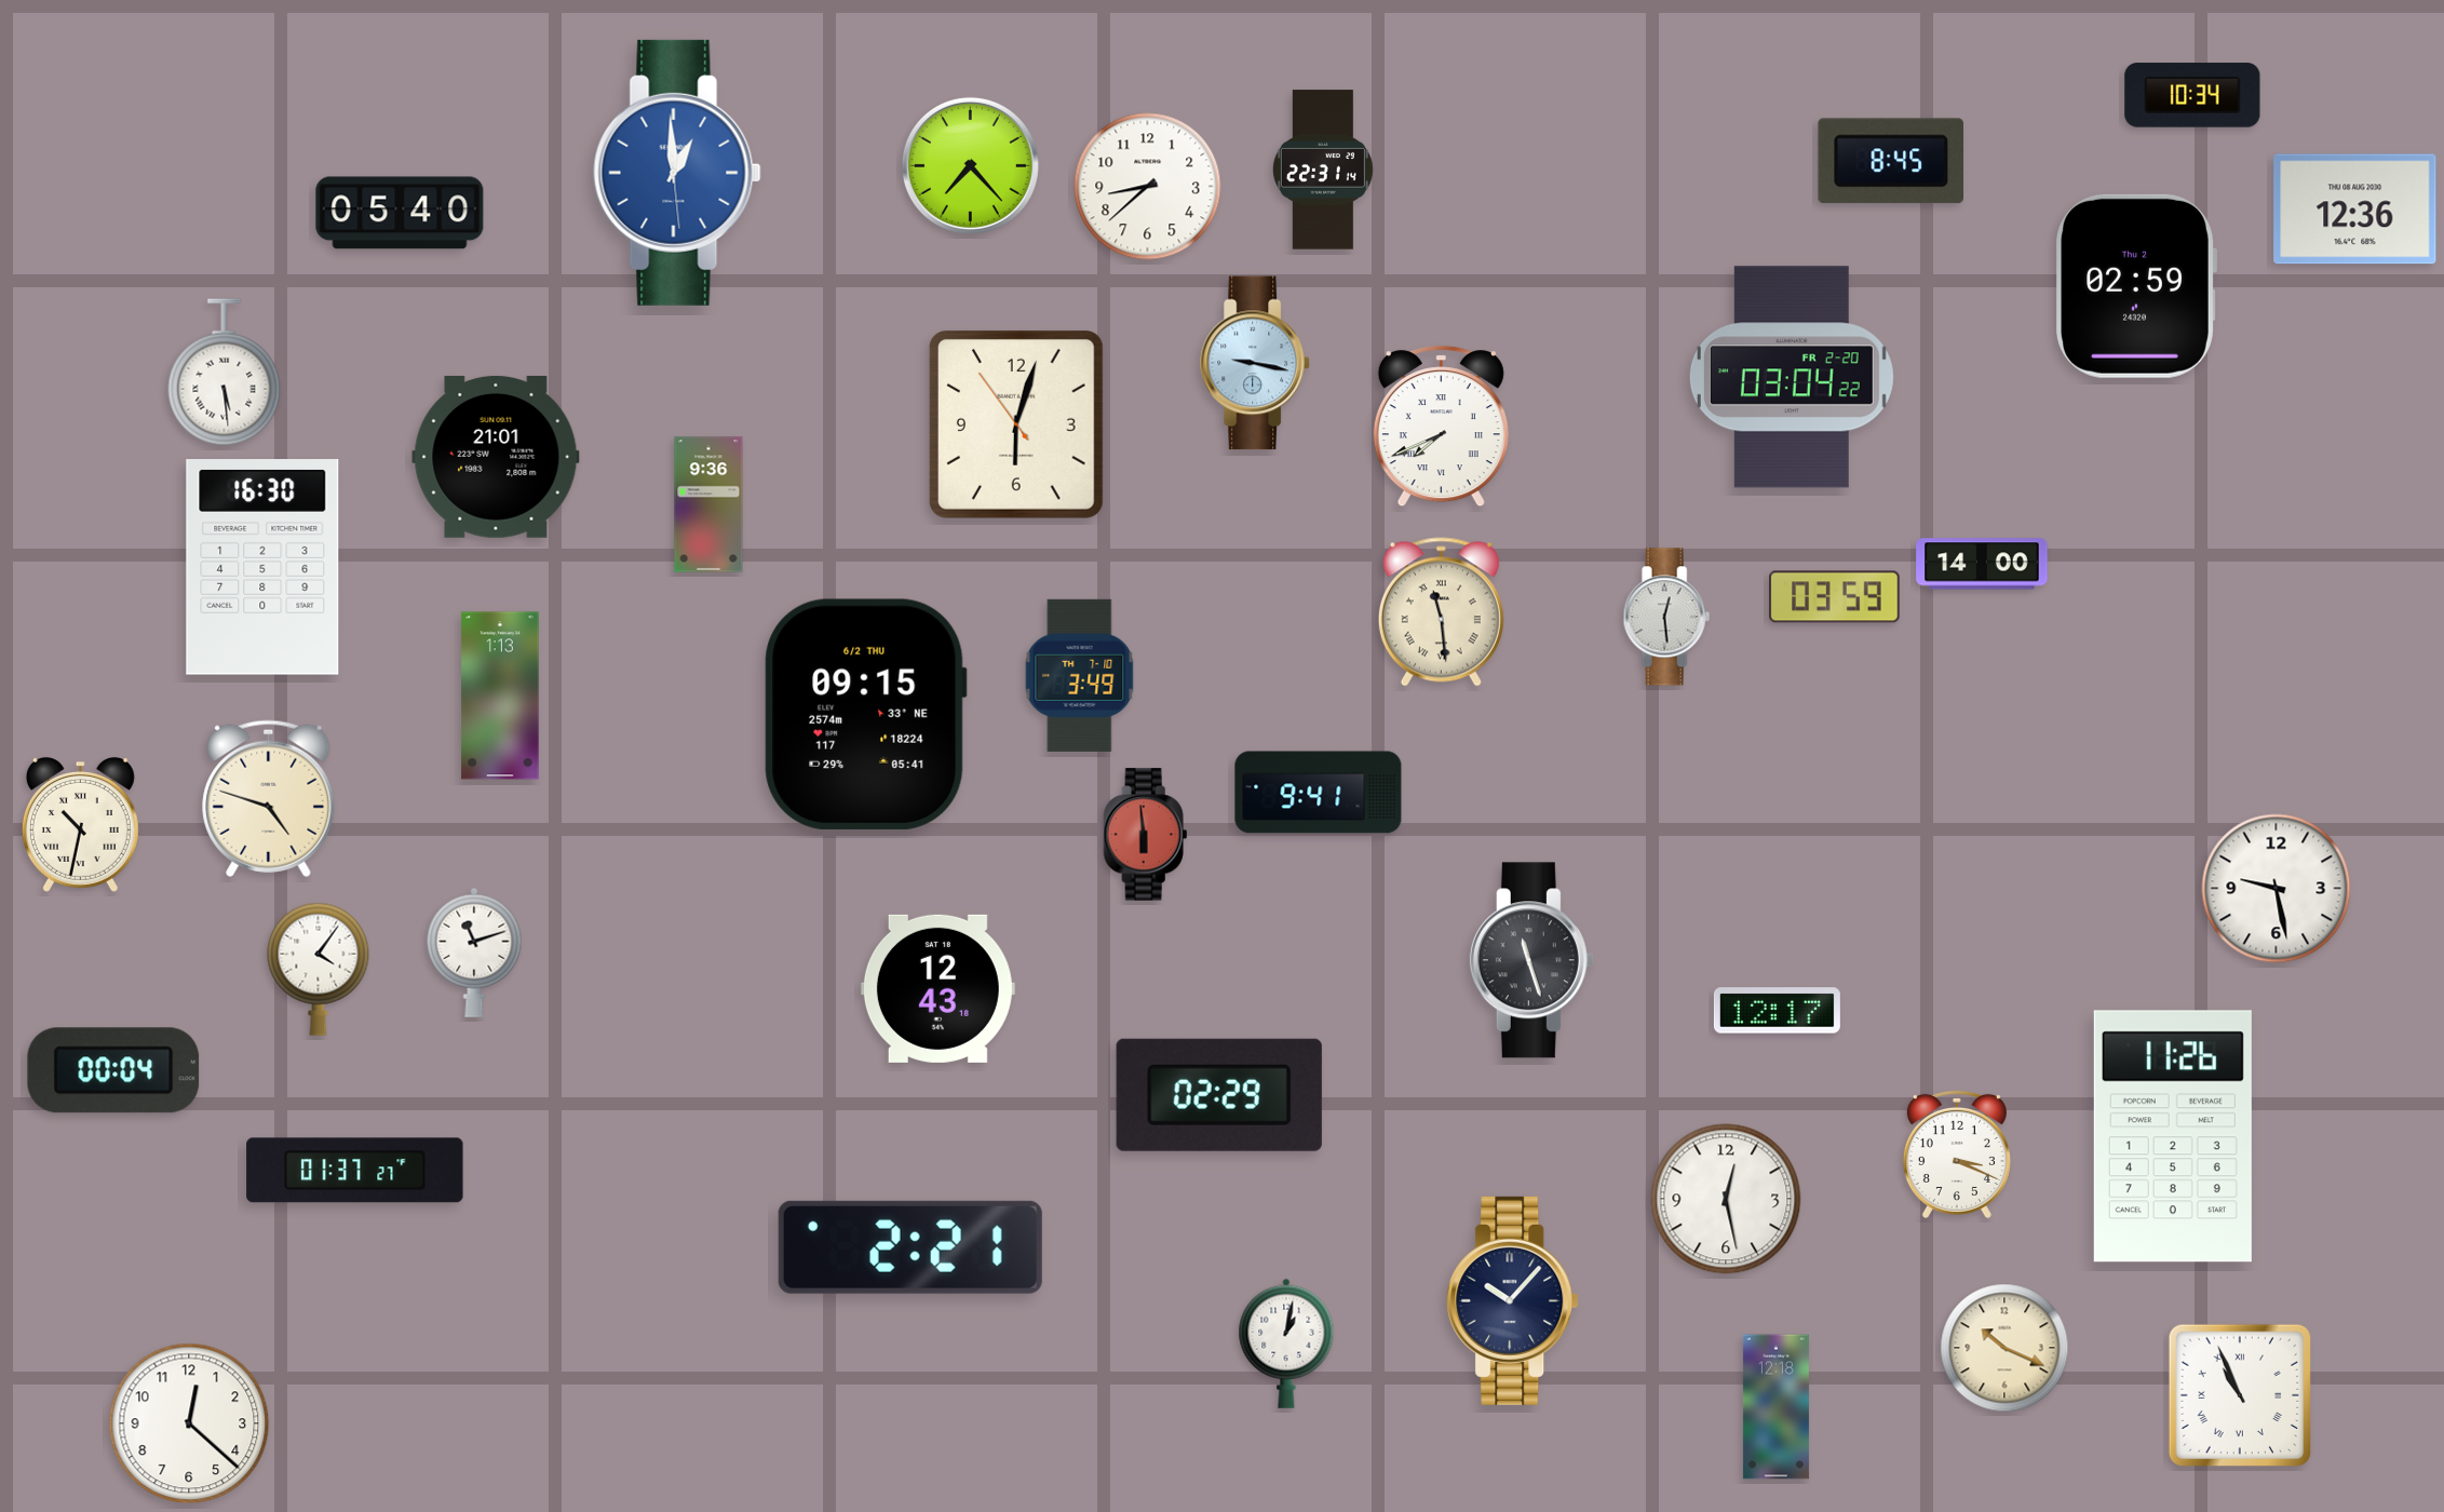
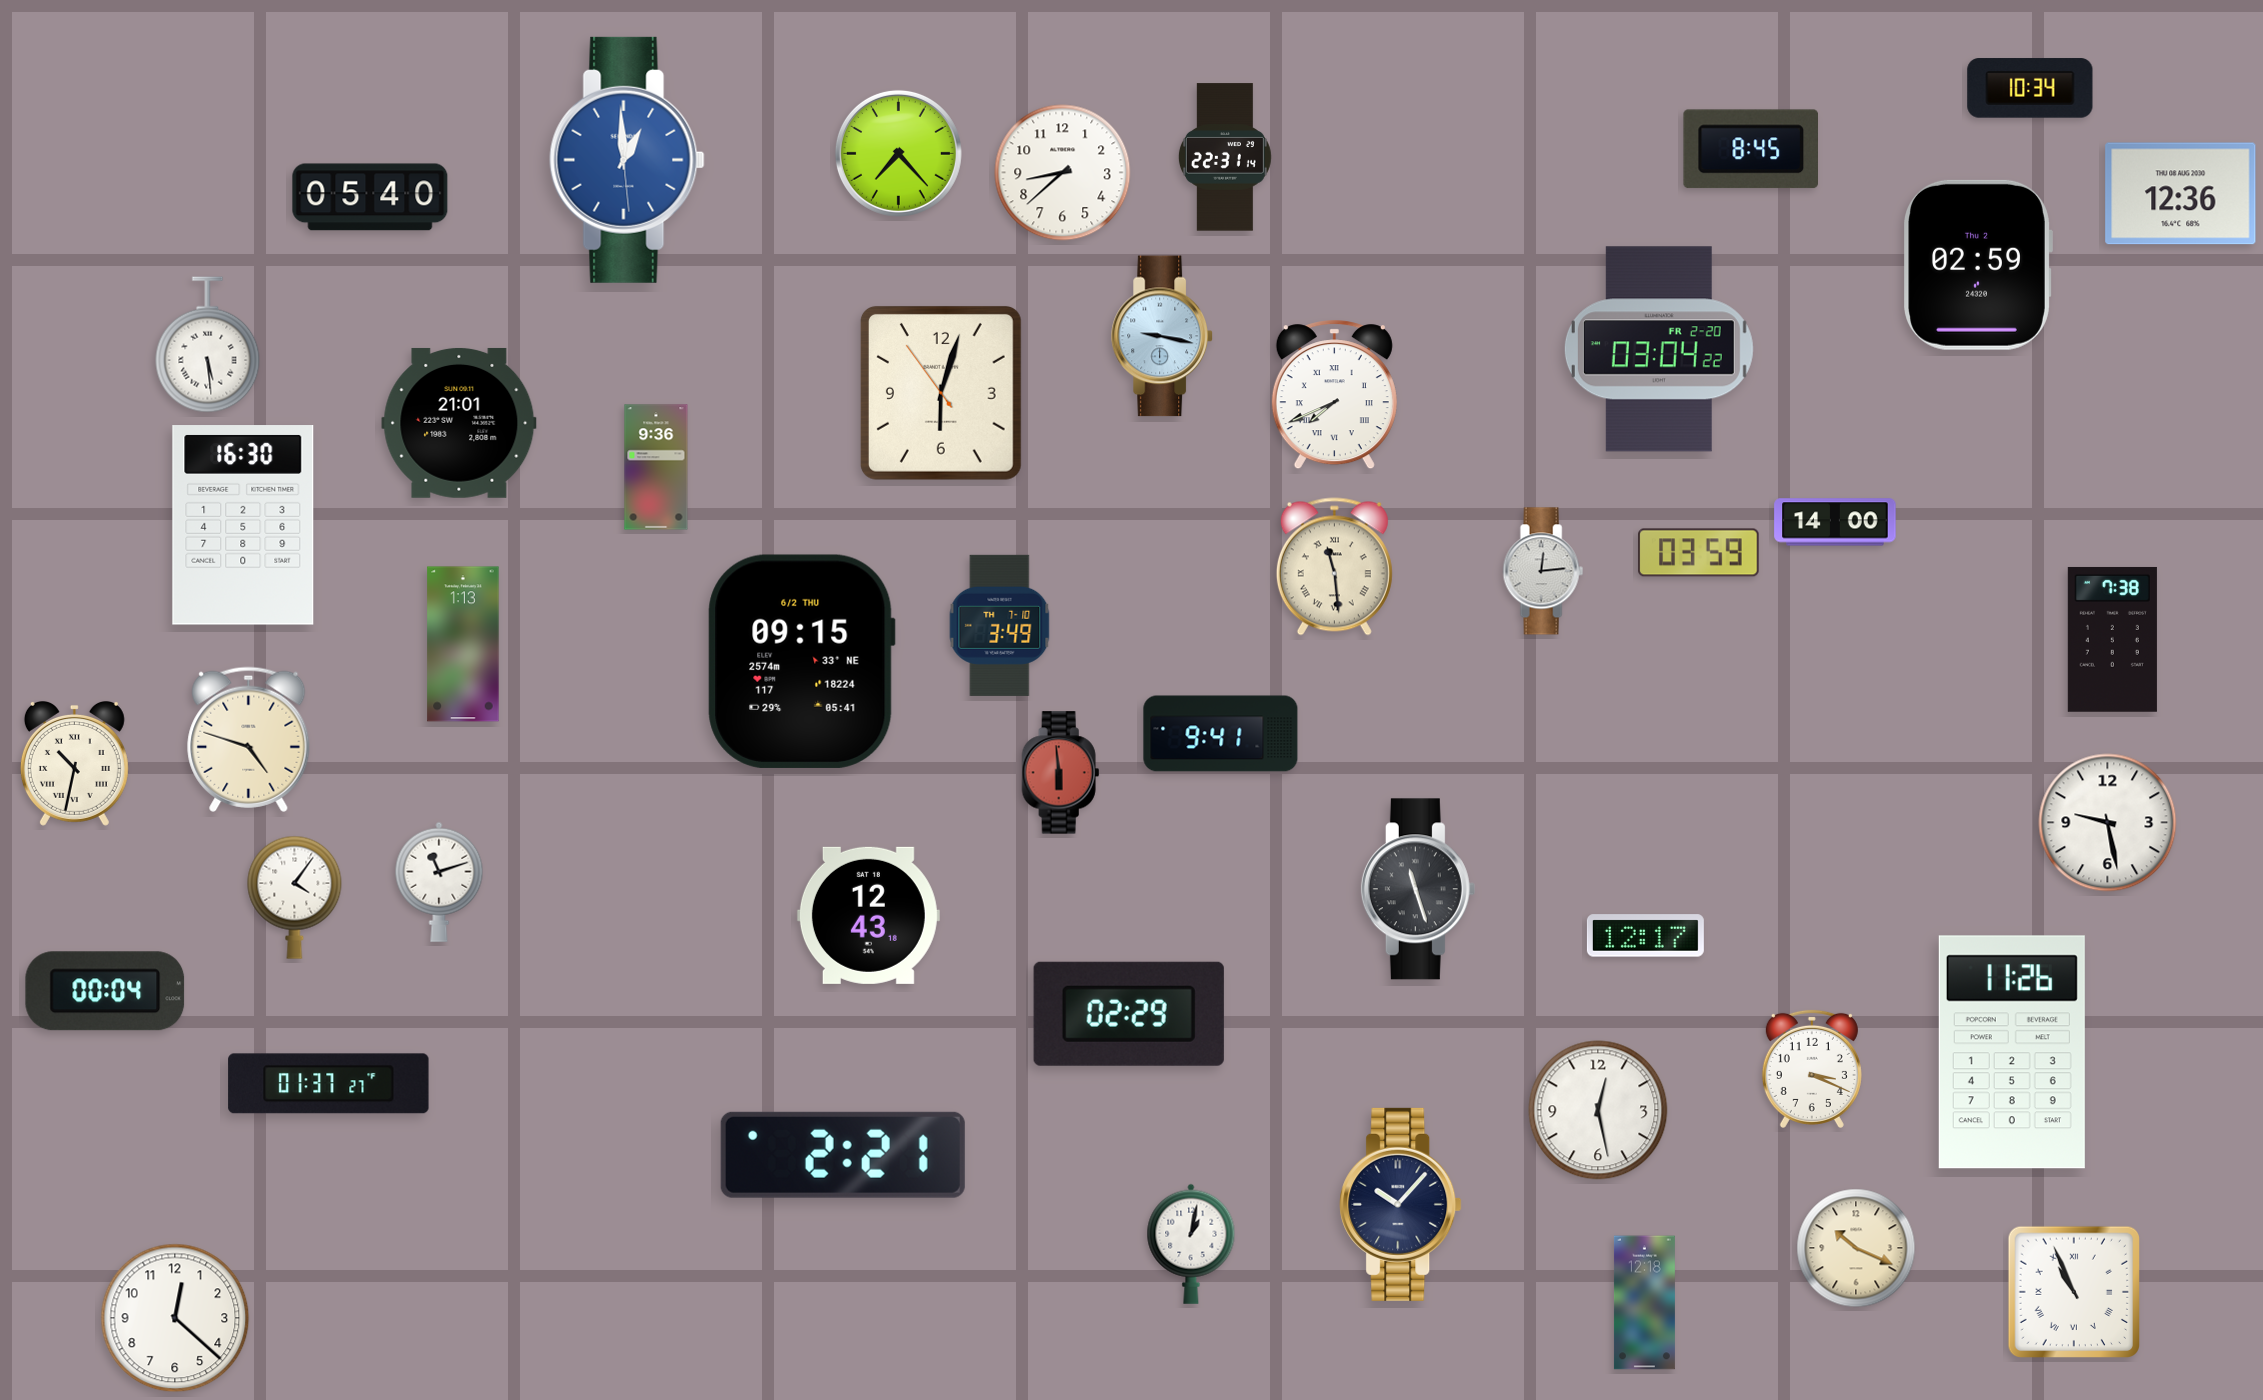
clock at (1666, 617): 12:29 -> 12:14
clock at (2112, 639): none -> 7:38
